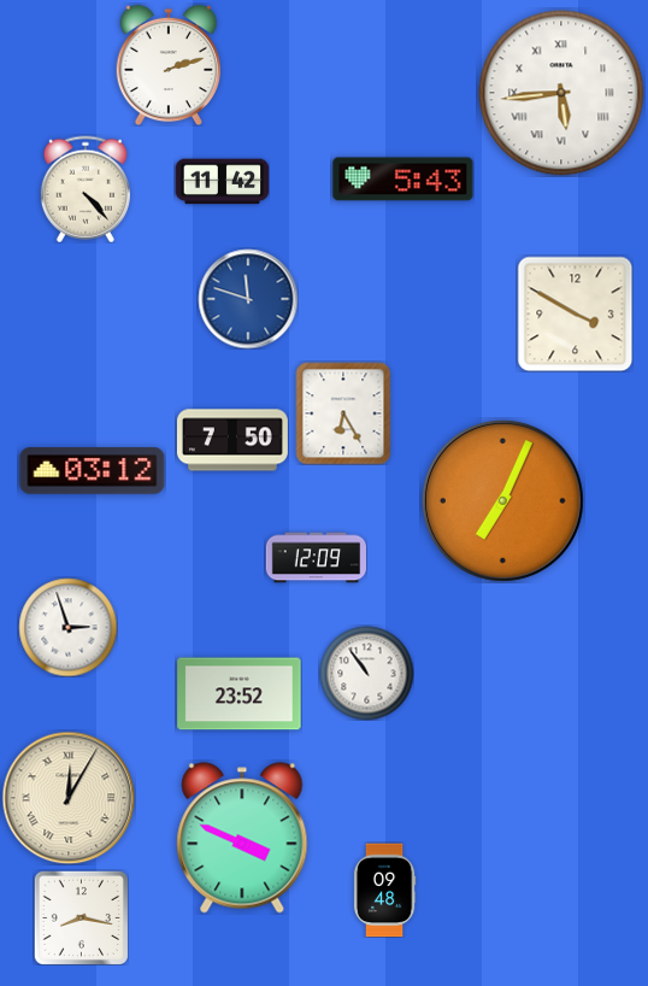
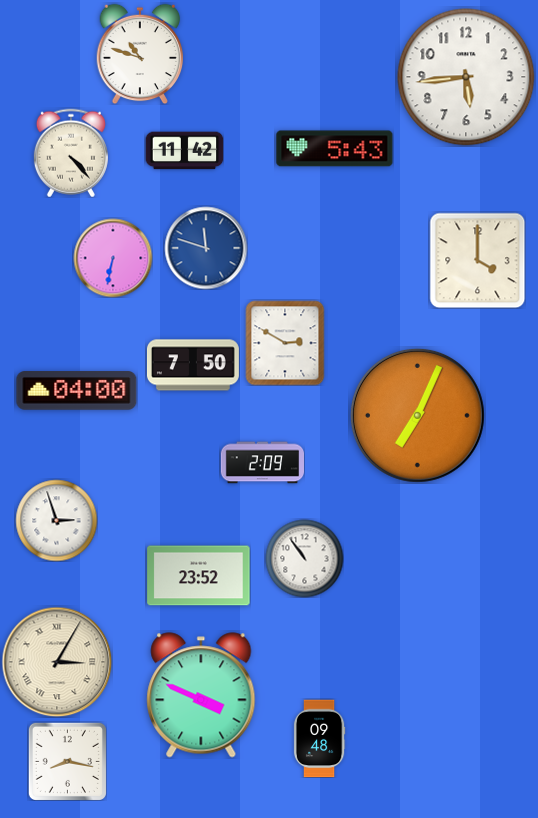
clock at (169, 65): 2:12 -> 10:48
clock at (561, 93) numerals: Roman -> Arabic
clock at (86, 189) position: (86, 189) -> (71, 153)
clock at (113, 258): none -> 6:32
clock at (575, 313): 3:50 -> 4:00
clock at (343, 413): 6:25 -> 2:50
clock at (93, 471): 03:12 -> 04:00
clock at (316, 558): 12:09 -> 2:09
clock at (69, 798): 12:05 -> 3:05
